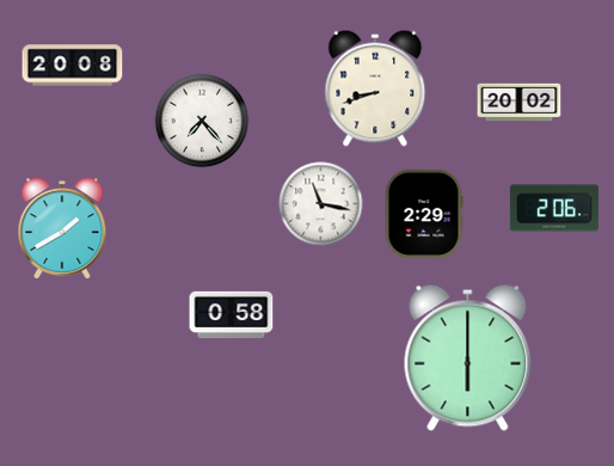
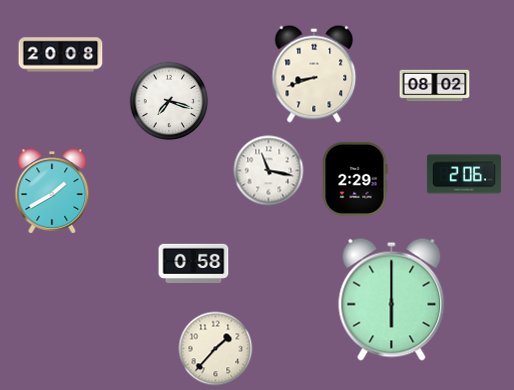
clock at (520, 103): 20:02 -> 08:02
clock at (202, 121): 7:23 -> 7:18
clock at (216, 349): none -> 1:37
